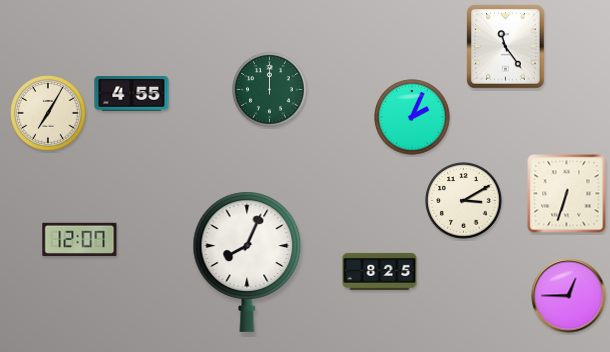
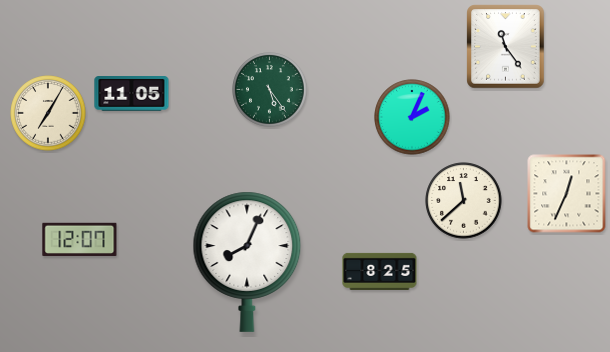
clock at (270, 90): 12:00 -> 5:24
clock at (132, 94): 4:55 -> 11:05
clock at (567, 194): 6:33 -> 12:34
clock at (464, 201): 3:10 -> 11:38
clock at (569, 296): 12:45 -> none
